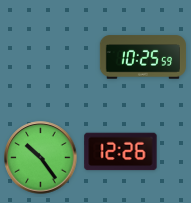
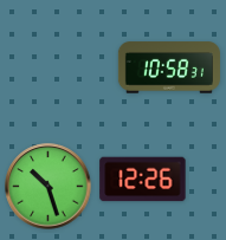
clock at (143, 57): 10:25 -> 10:58
clock at (41, 158): 10:24 -> 10:27
